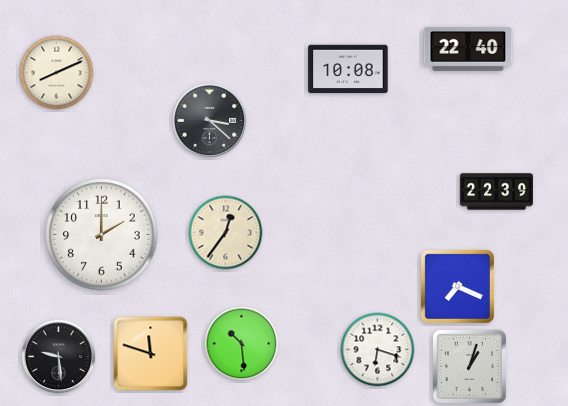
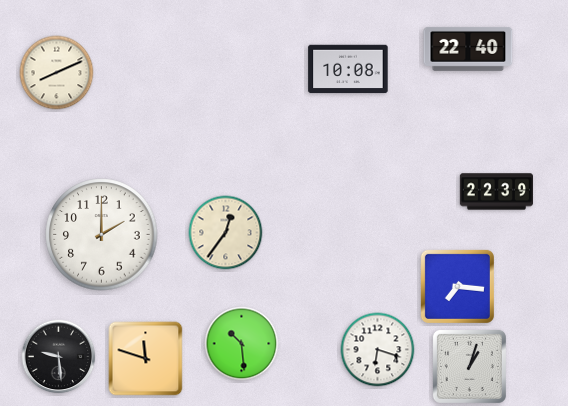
clock at (210, 121): 3:22 -> none
clock at (457, 286): 7:19 -> 7:16
clock at (151, 354) position: (151, 354) -> (146, 359)
